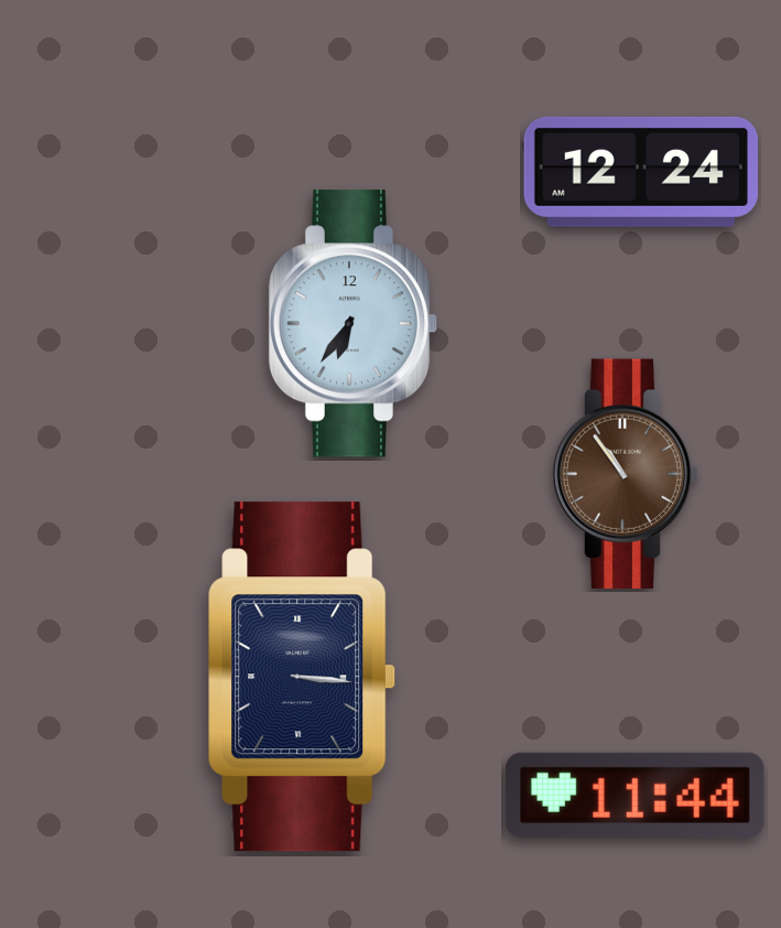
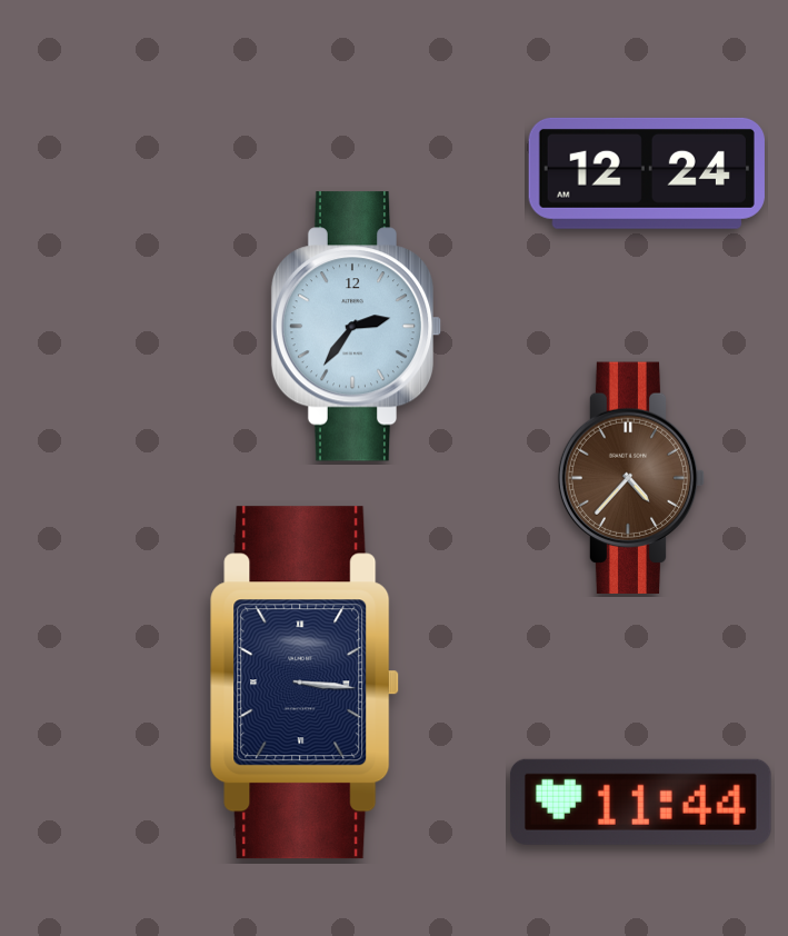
clock at (354, 324): 6:36 -> 2:36
clock at (626, 474): 10:54 -> 4:37
